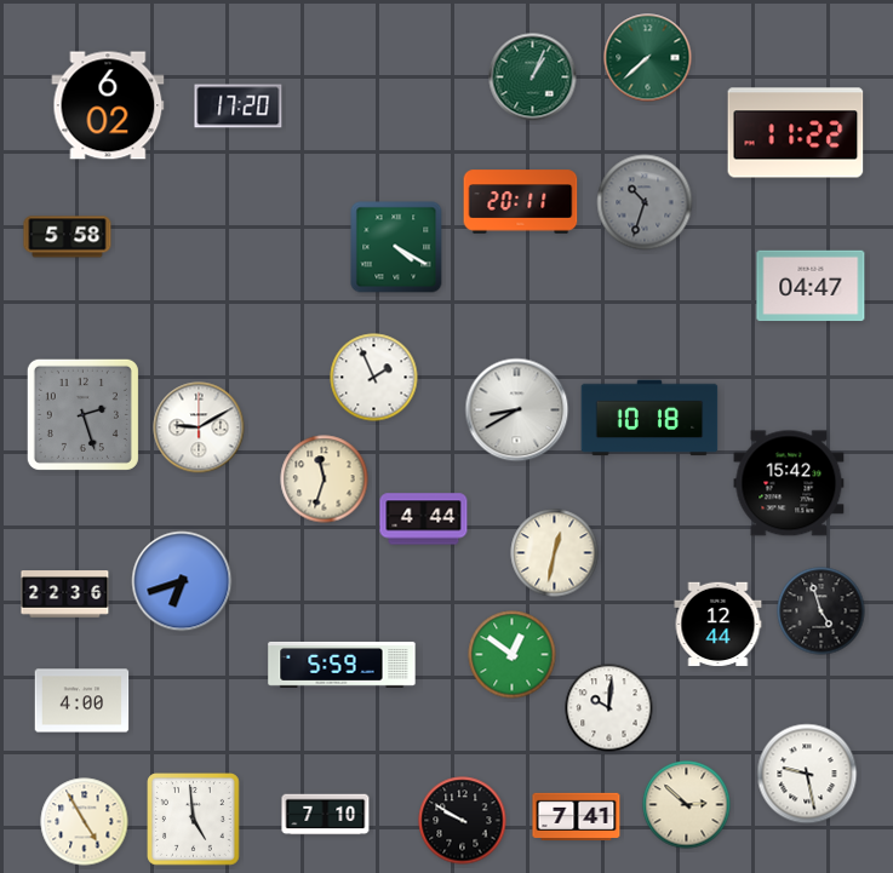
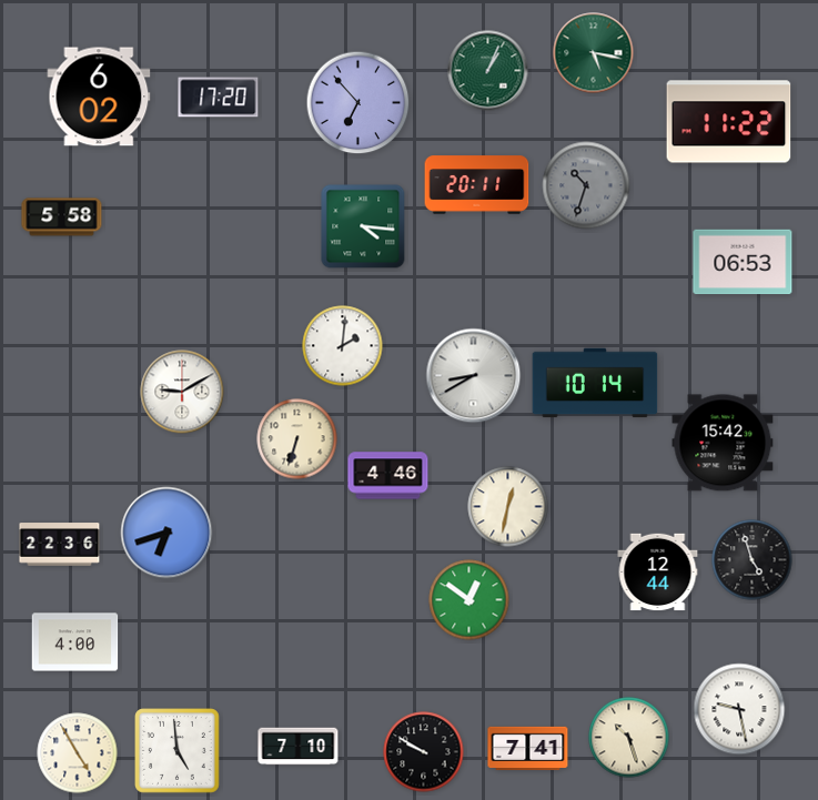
clock at (648, 58): 7:38 -> 5:17
clock at (358, 103): none -> 6:53
clock at (645, 202) position: (645, 202) -> (586, 185)
clock at (396, 247): 4:20 -> 4:16
clock at (811, 286): 04:47 -> 06:53
clock at (374, 378): 1:56 -> 2:01
clock at (82, 414): 2:27 -> none
clock at (649, 418): 10:18 -> 10:14
clock at (325, 479): 11:33 -> 6:33
clock at (424, 519): 4:44 -> 4:46
clock at (342, 665): 5:59 -> none
clock at (609, 708): 10:01 -> none
clock at (687, 805): 2:52 -> 10:27
